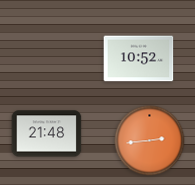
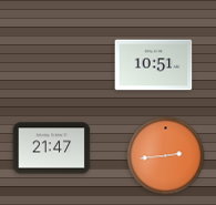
clock at (139, 59): 10:52 -> 10:51
clock at (47, 134): 21:48 -> 21:47
